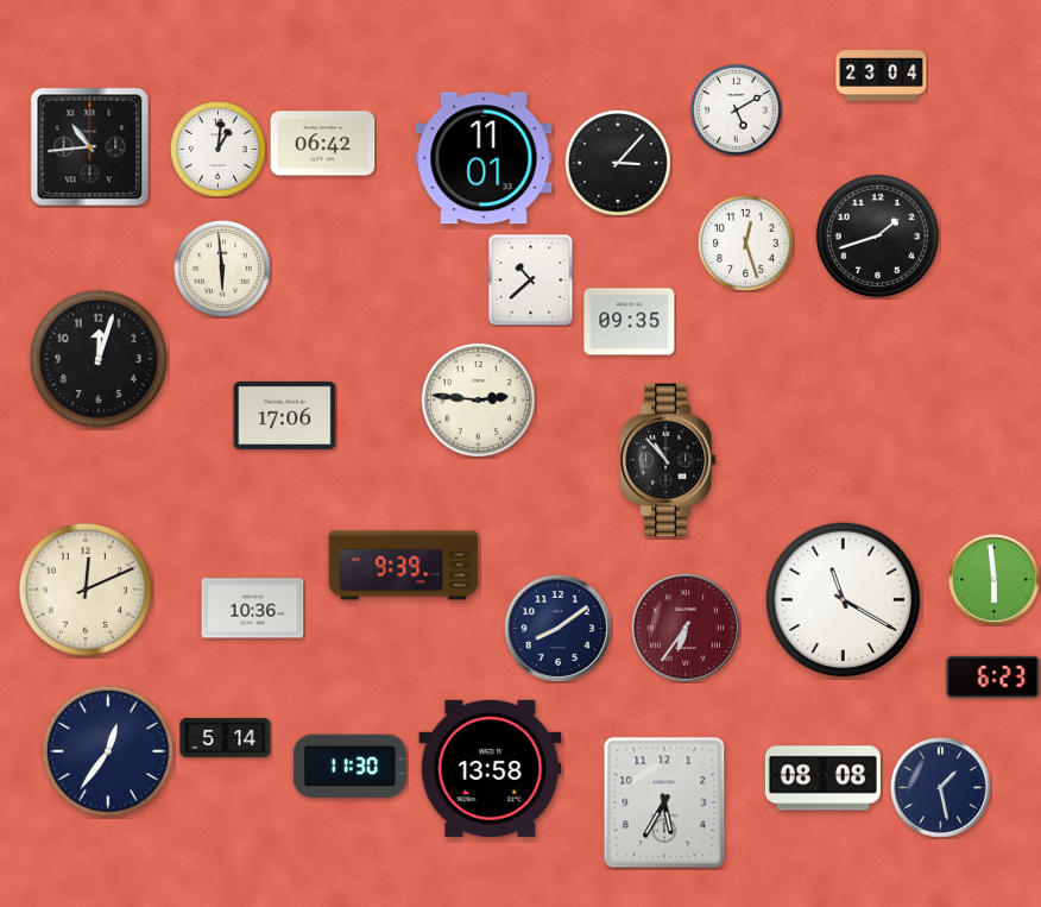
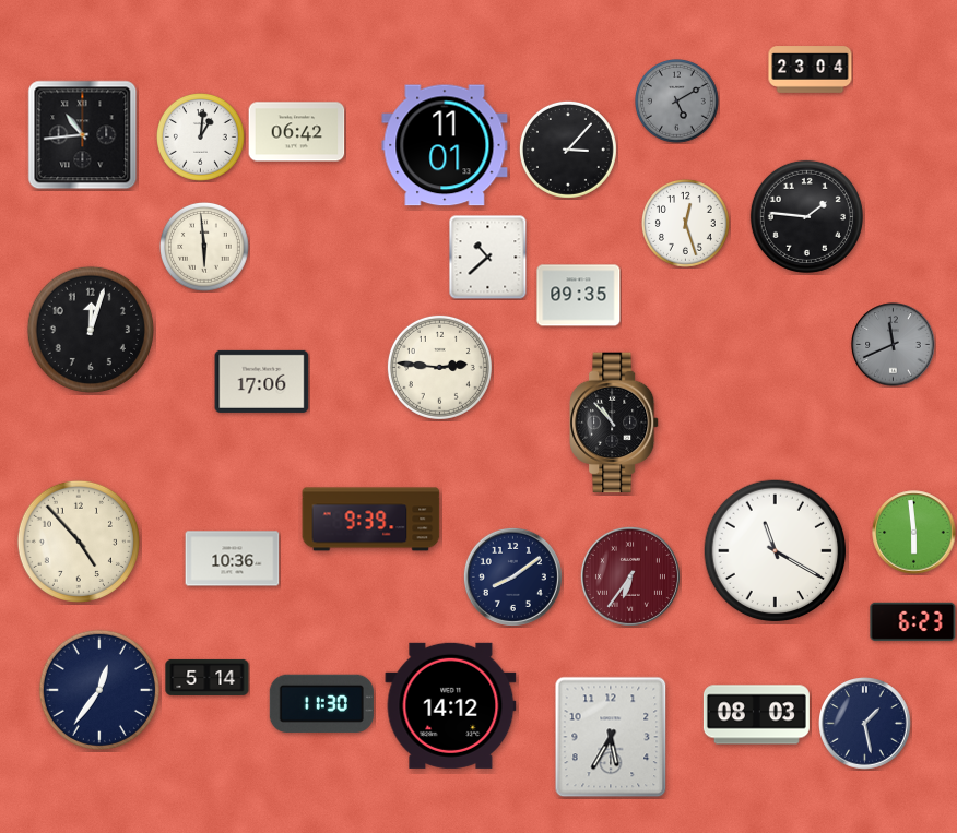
clock at (737, 111) dial: white -> grey
clock at (877, 235): 1:42 -> 1:46
clock at (894, 345): none -> 11:41
clock at (86, 590): 12:11 -> 4:53
clock at (491, 768): 13:58 -> 14:12
clock at (822, 779): 08:08 -> 08:03
